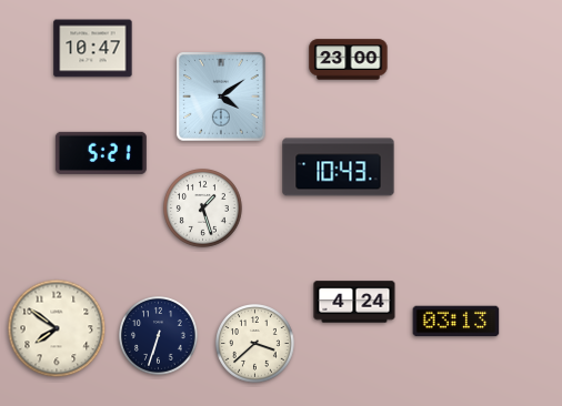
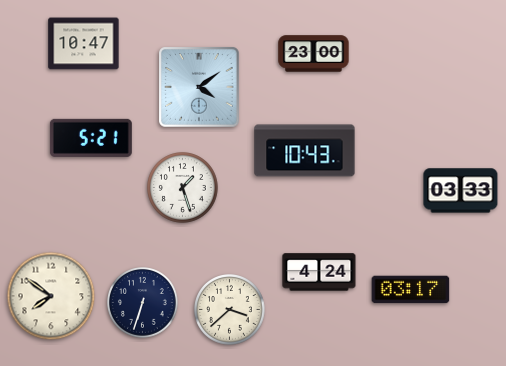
clock at (461, 191): none -> 03:33
clock at (456, 322): 03:13 -> 03:17
